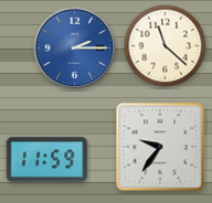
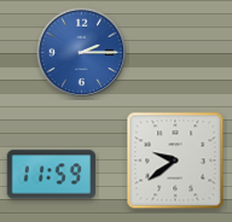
clock at (166, 46): 11:22 -> none
clock at (160, 147): 9:36 -> 9:39
